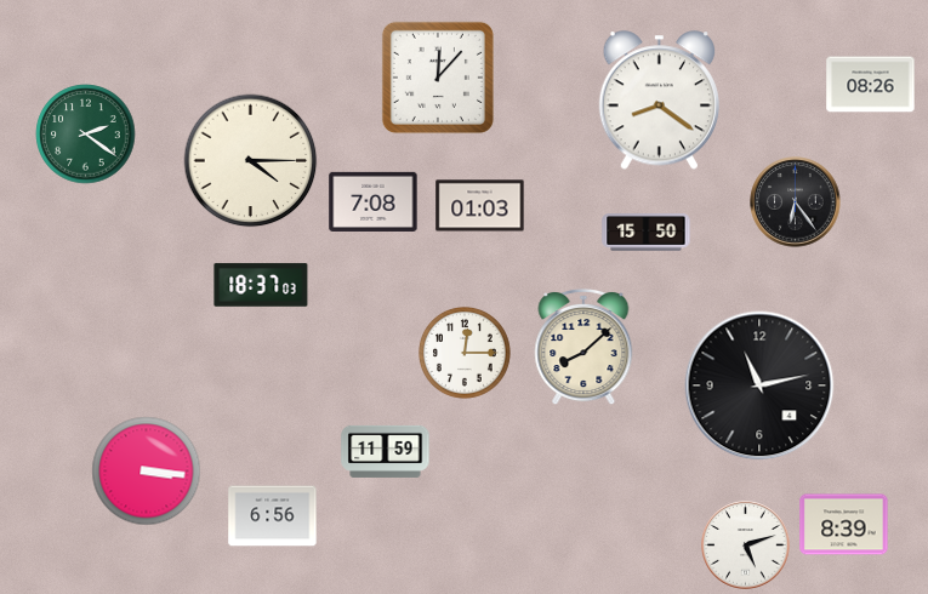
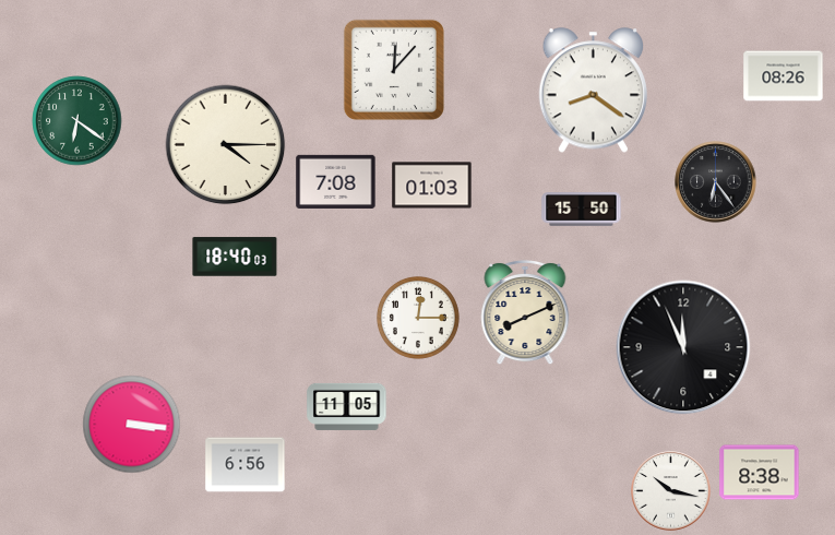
clock at (86, 135): 2:21 -> 6:21
clock at (261, 285): 18:37 -> 18:40
clock at (583, 347): 8:08 -> 8:11
clock at (759, 385): 11:13 -> 11:56
clock at (386, 451): 11:59 -> 11:05
clock at (844, 525): 8:39 -> 8:38
clock at (746, 546): 5:12 -> 10:17
